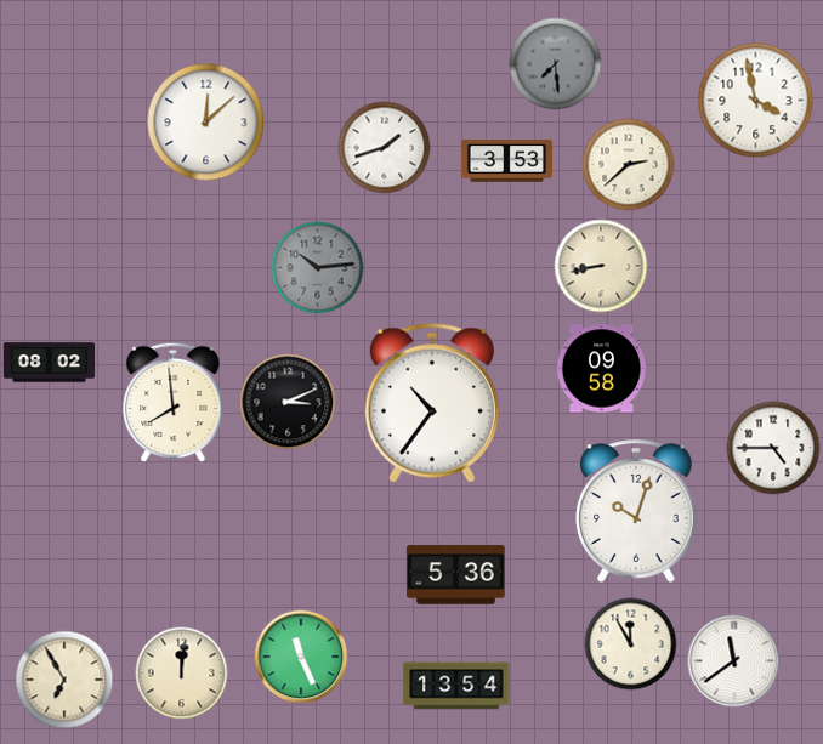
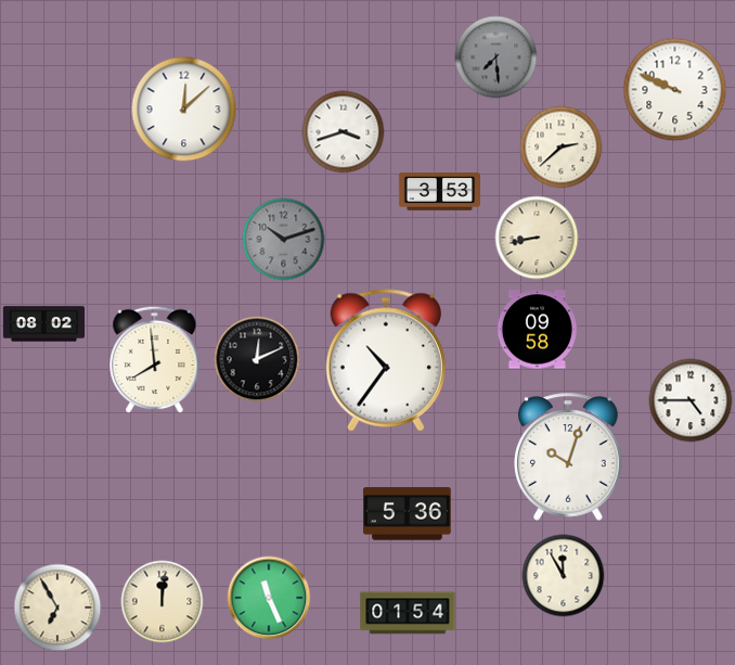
clock at (756, 101): 3:58 -> 9:49
clock at (385, 148): 1:42 -> 3:42
clock at (506, 161) position: (506, 161) -> (439, 192)
clock at (318, 268): 10:14 -> 10:12
clock at (288, 402): 3:11 -> 12:11
clock at (301, 657) position: (301, 657) -> (269, 598)
clock at (734, 661): 11:39 -> none
clock at (456, 686): 13:54 -> 01:54
